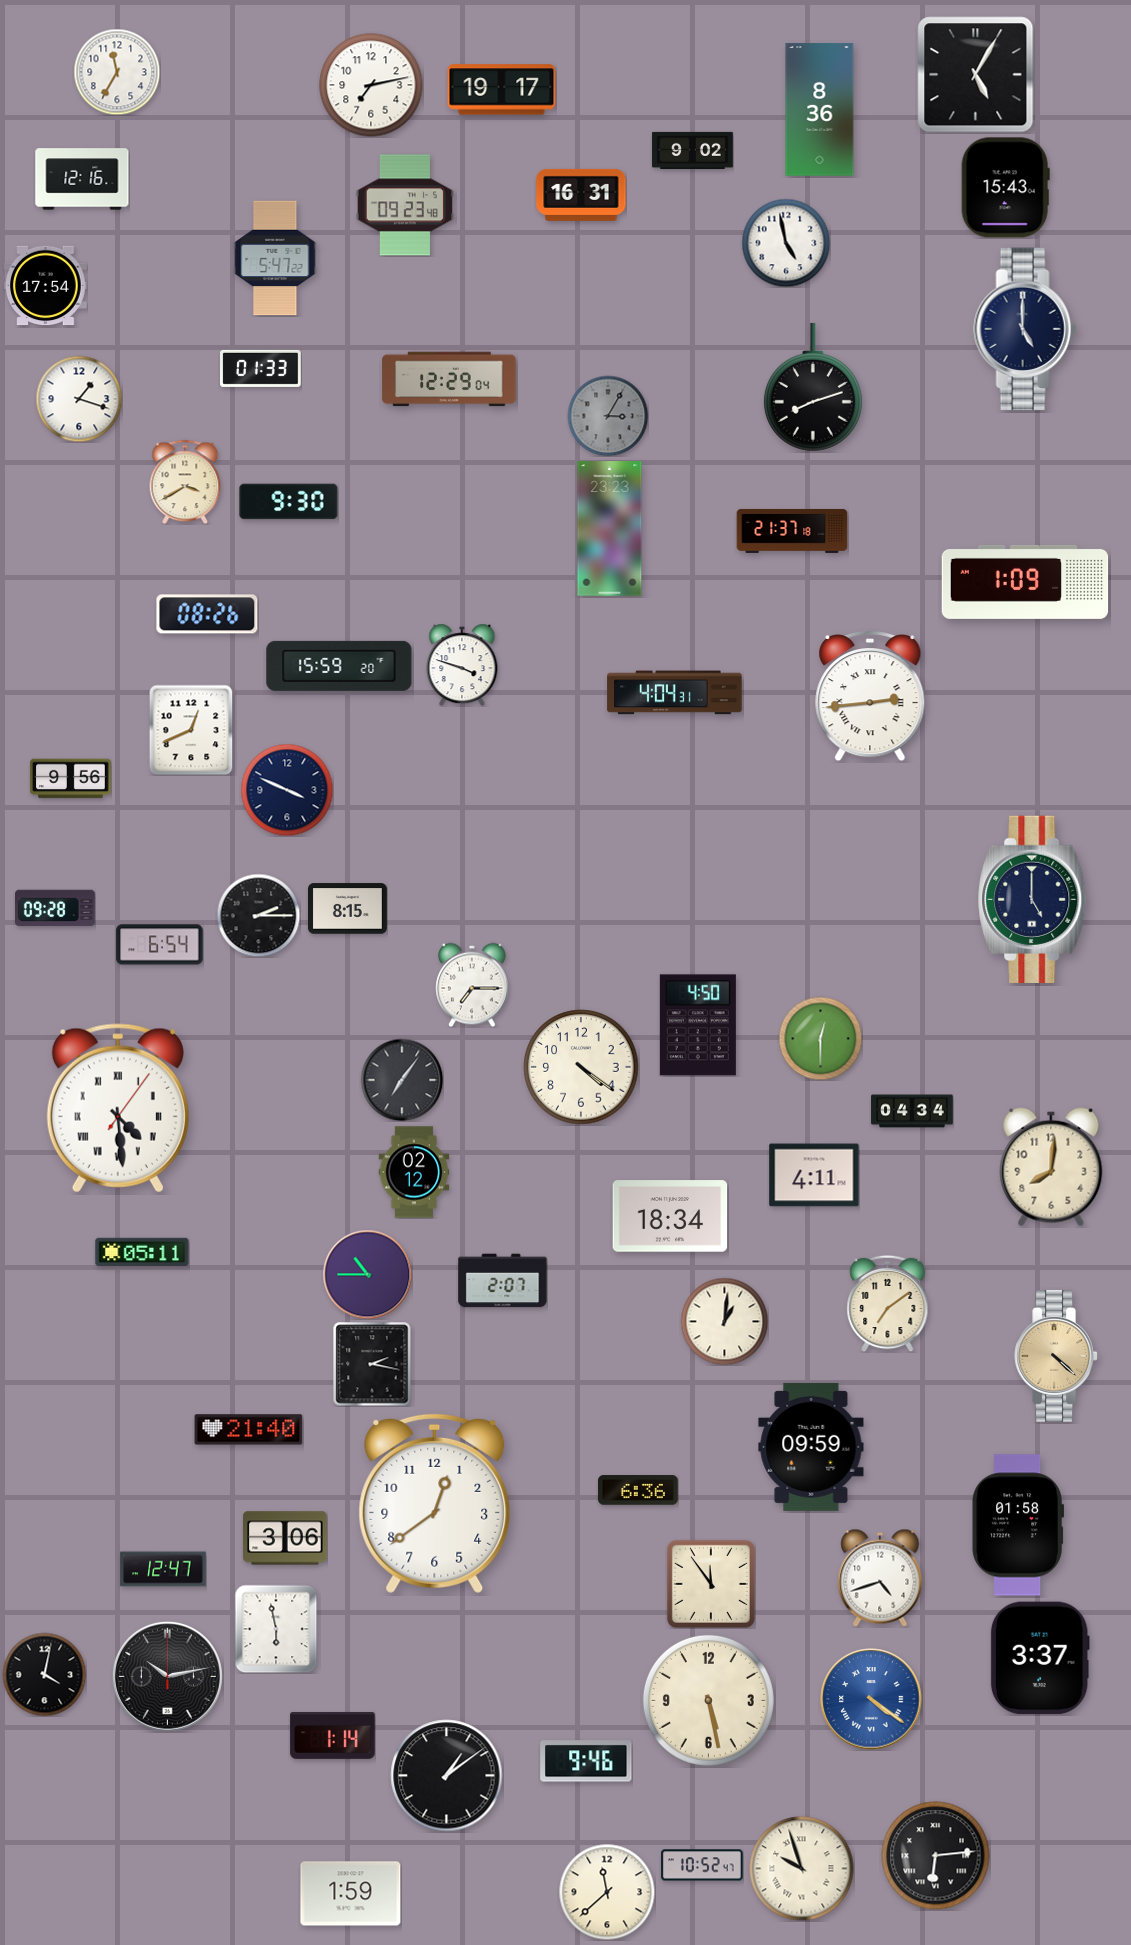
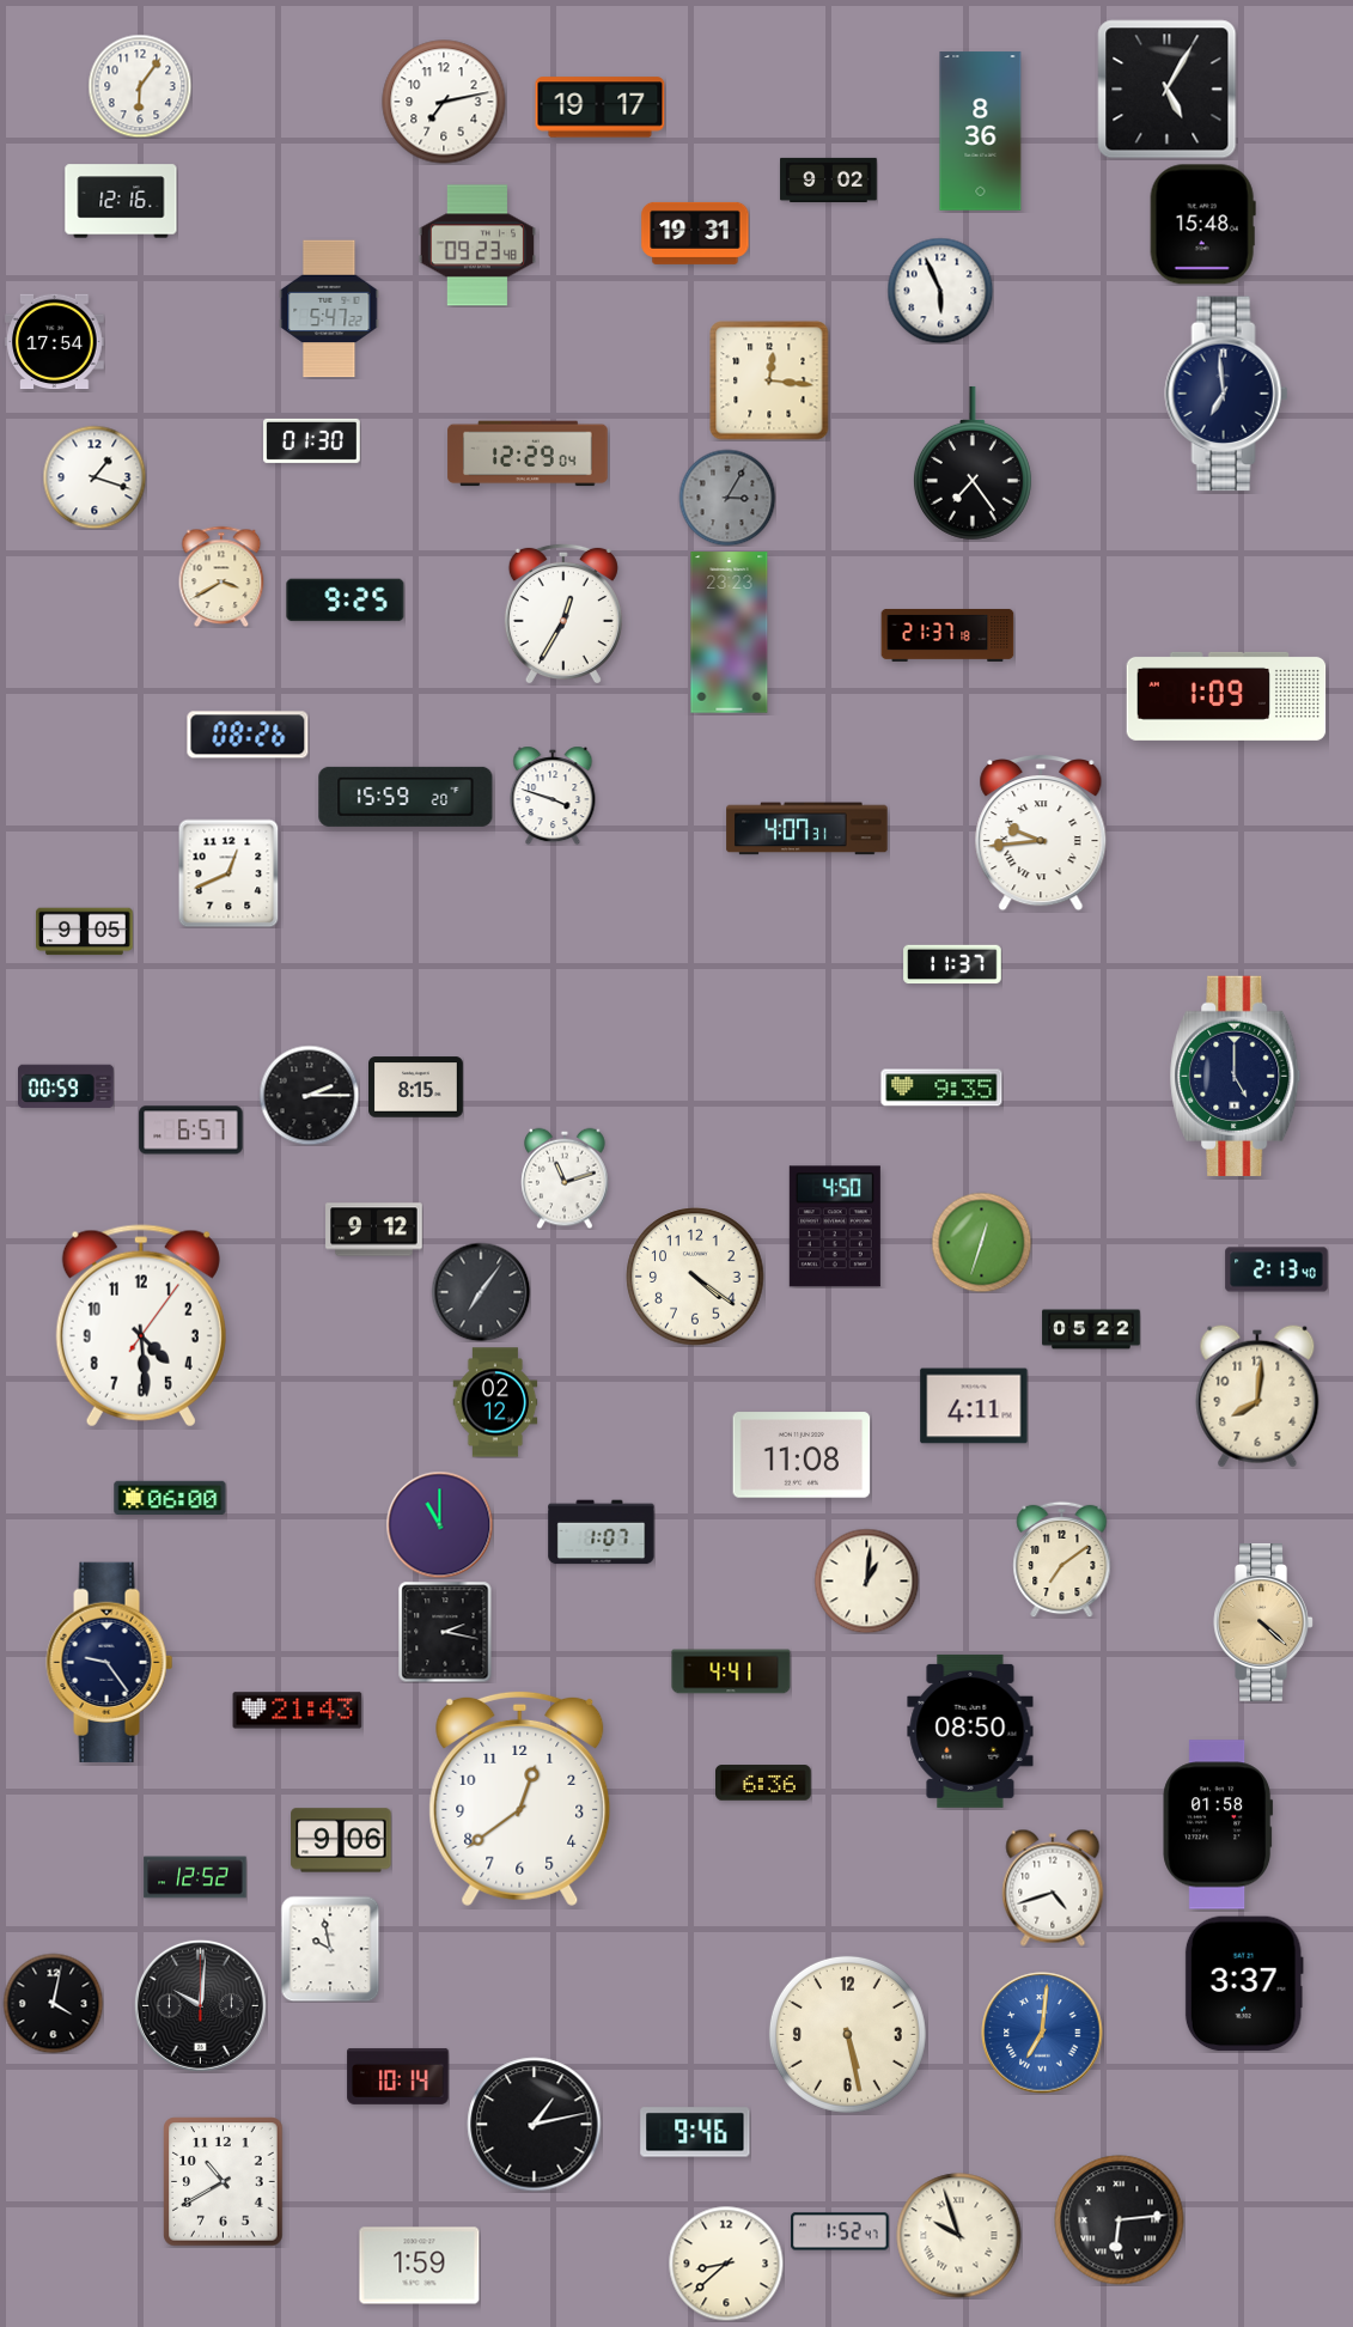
clock at (117, 72): 11:35 -> 6:06
clock at (82, 179) position: (82, 179) -> (121, 201)
clock at (1005, 188): 15:43 -> 15:48
clock at (581, 195): 16:31 -> 19:31
clock at (405, 205) position: (405, 205) -> (477, 245)
clock at (786, 243): 4:58 -> 5:56
clock at (769, 380): none -> 12:16
clock at (1025, 329): 5:00 -> 6:59
clock at (261, 368): 01:33 -> 01:30
clock at (449, 379) position: (449, 379) -> (528, 453)
clock at (813, 387): 8:12 -> 7:24
clock at (289, 502): 9:30 -> 9:25
clock at (563, 614): none -> 12:35
clock at (675, 693): 4:04 -> 4:07
clock at (870, 697): 2:44 -> 9:44
clock at (71, 779): 9:56 -> 9:05
clock at (287, 790): 3:49 -> none
clock at (952, 964): none -> 11:37
clock at (56, 908): 09:28 -> 00:59
clock at (941, 1088): none -> 9:35
clock at (160, 945): 6:54 -> 6:57
clock at (472, 985): 7:15 -> 11:12
clock at (374, 1230): none -> 9:12
clock at (820, 1038): 12:30 -> 12:33
clock at (1276, 1269): none -> 2:13
clock at (118, 1108) numerals: Roman -> Arabic
clock at (912, 1111): 04:34 -> 05:22
clock at (670, 1216): 18:34 -> 11:08
clock at (142, 1252): 05:11 -> 06:00
clock at (367, 1274): 10:45 -> 11:00
clock at (503, 1281): 2:07 -> 1:07
clock at (110, 1662): none -> 9:24
clock at (731, 1671): none -> 4:41
clock at (249, 1430): 21:40 -> 21:43
clock at (811, 1447): 09:59 -> 08:50
clock at (285, 1538): 3:06 -> 9:06
clock at (163, 1569): 12:47 -> 12:52
clock at (711, 1584): 11:54 -> none
clock at (276, 1629): 5:58 -> 9:58
clock at (167, 1676): 10:13 -> 10:01
clock at (871, 1699): 4:21 -> 7:01
clock at (333, 1735): 1:14 -> 10:14
clock at (586, 1761) position: (586, 1761) -> (695, 2132)
clock at (447, 1776): 1:09 -> 1:13
clock at (224, 2182): none -> 10:40
clock at (702, 1865): 10:52 -> 1:52
clock at (607, 1892): 11:38 -> 8:38
